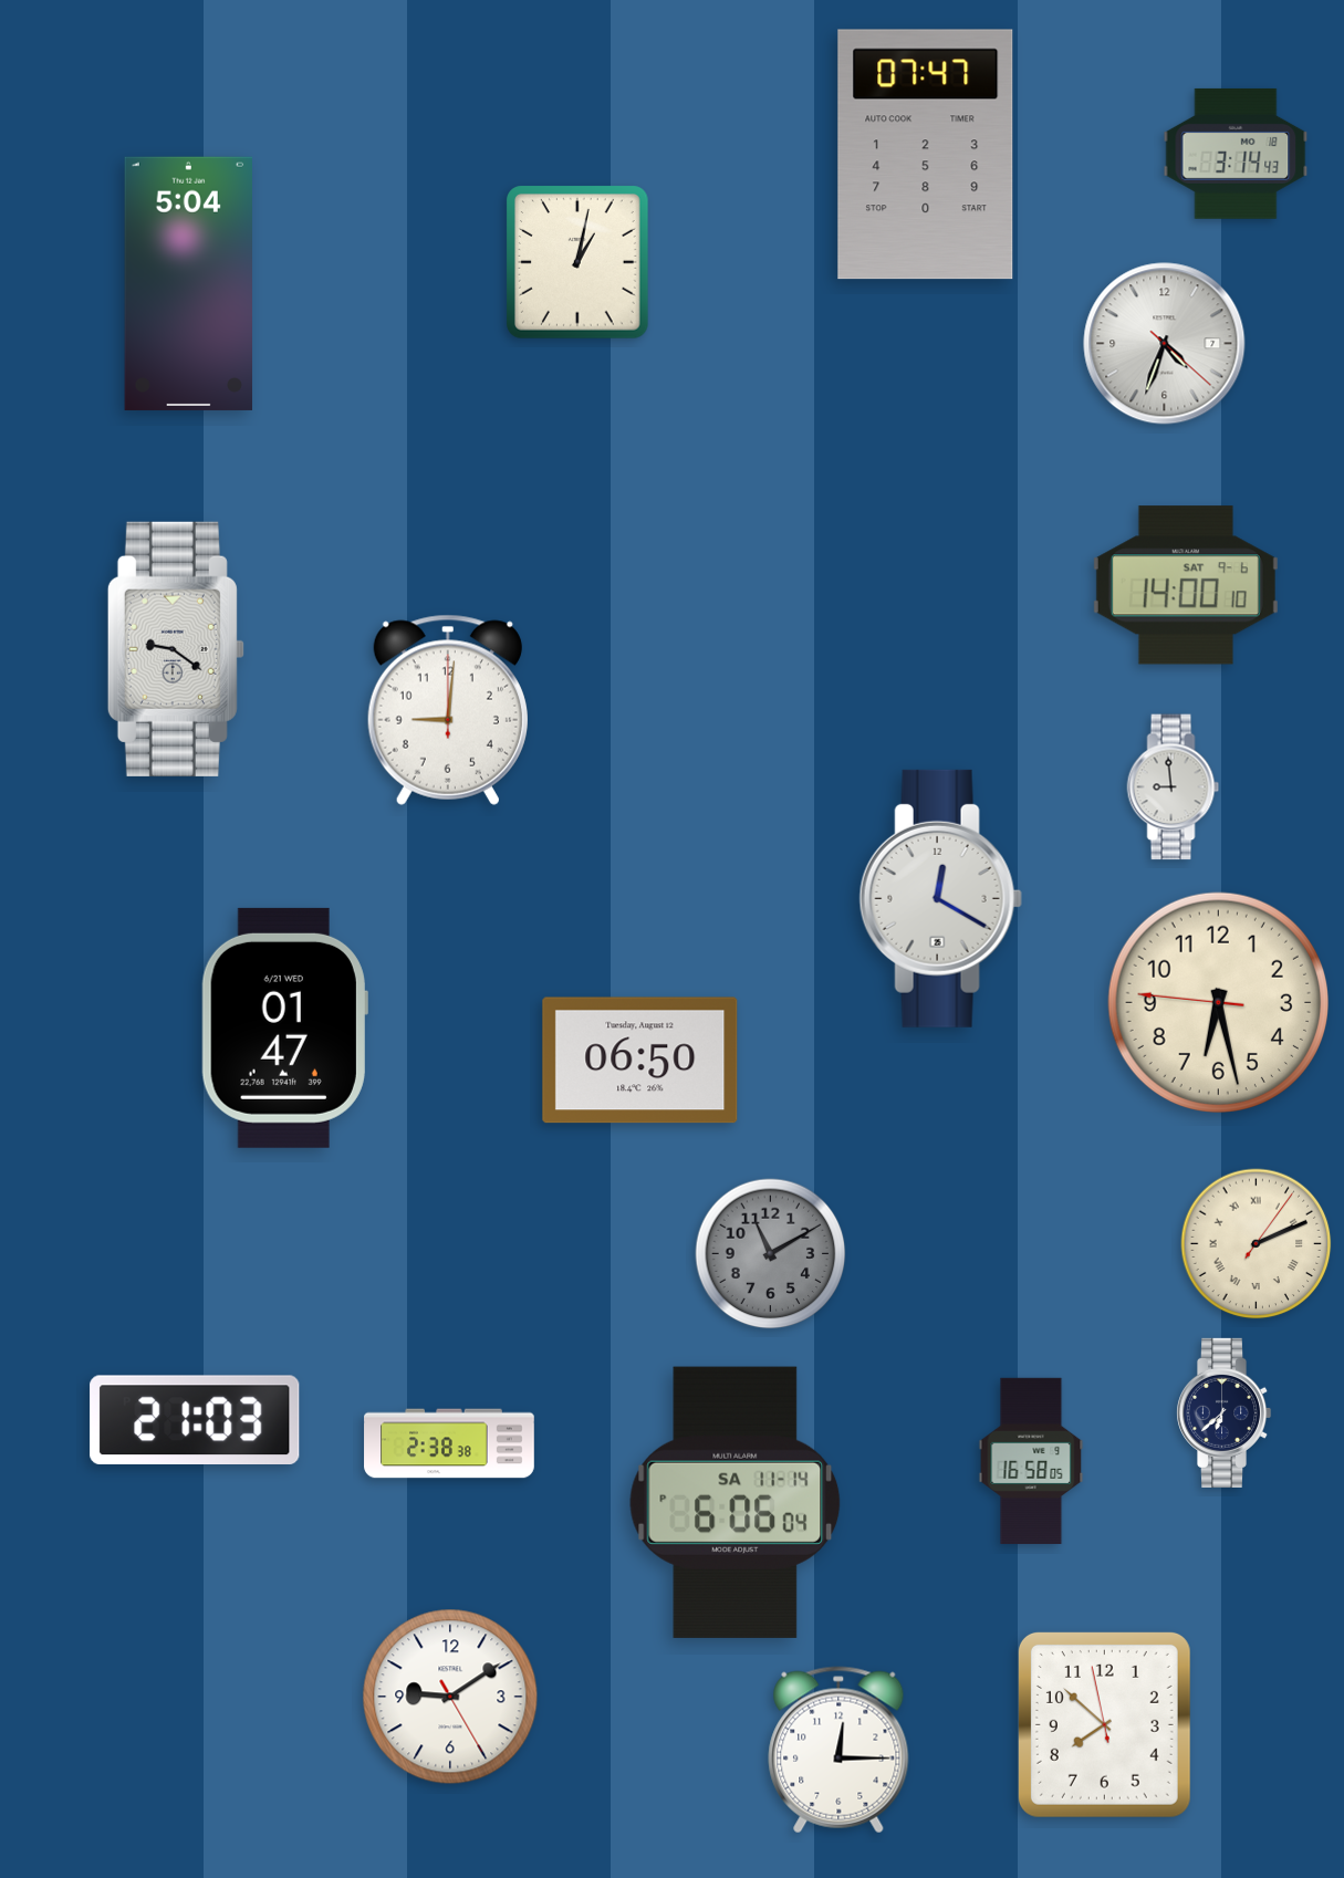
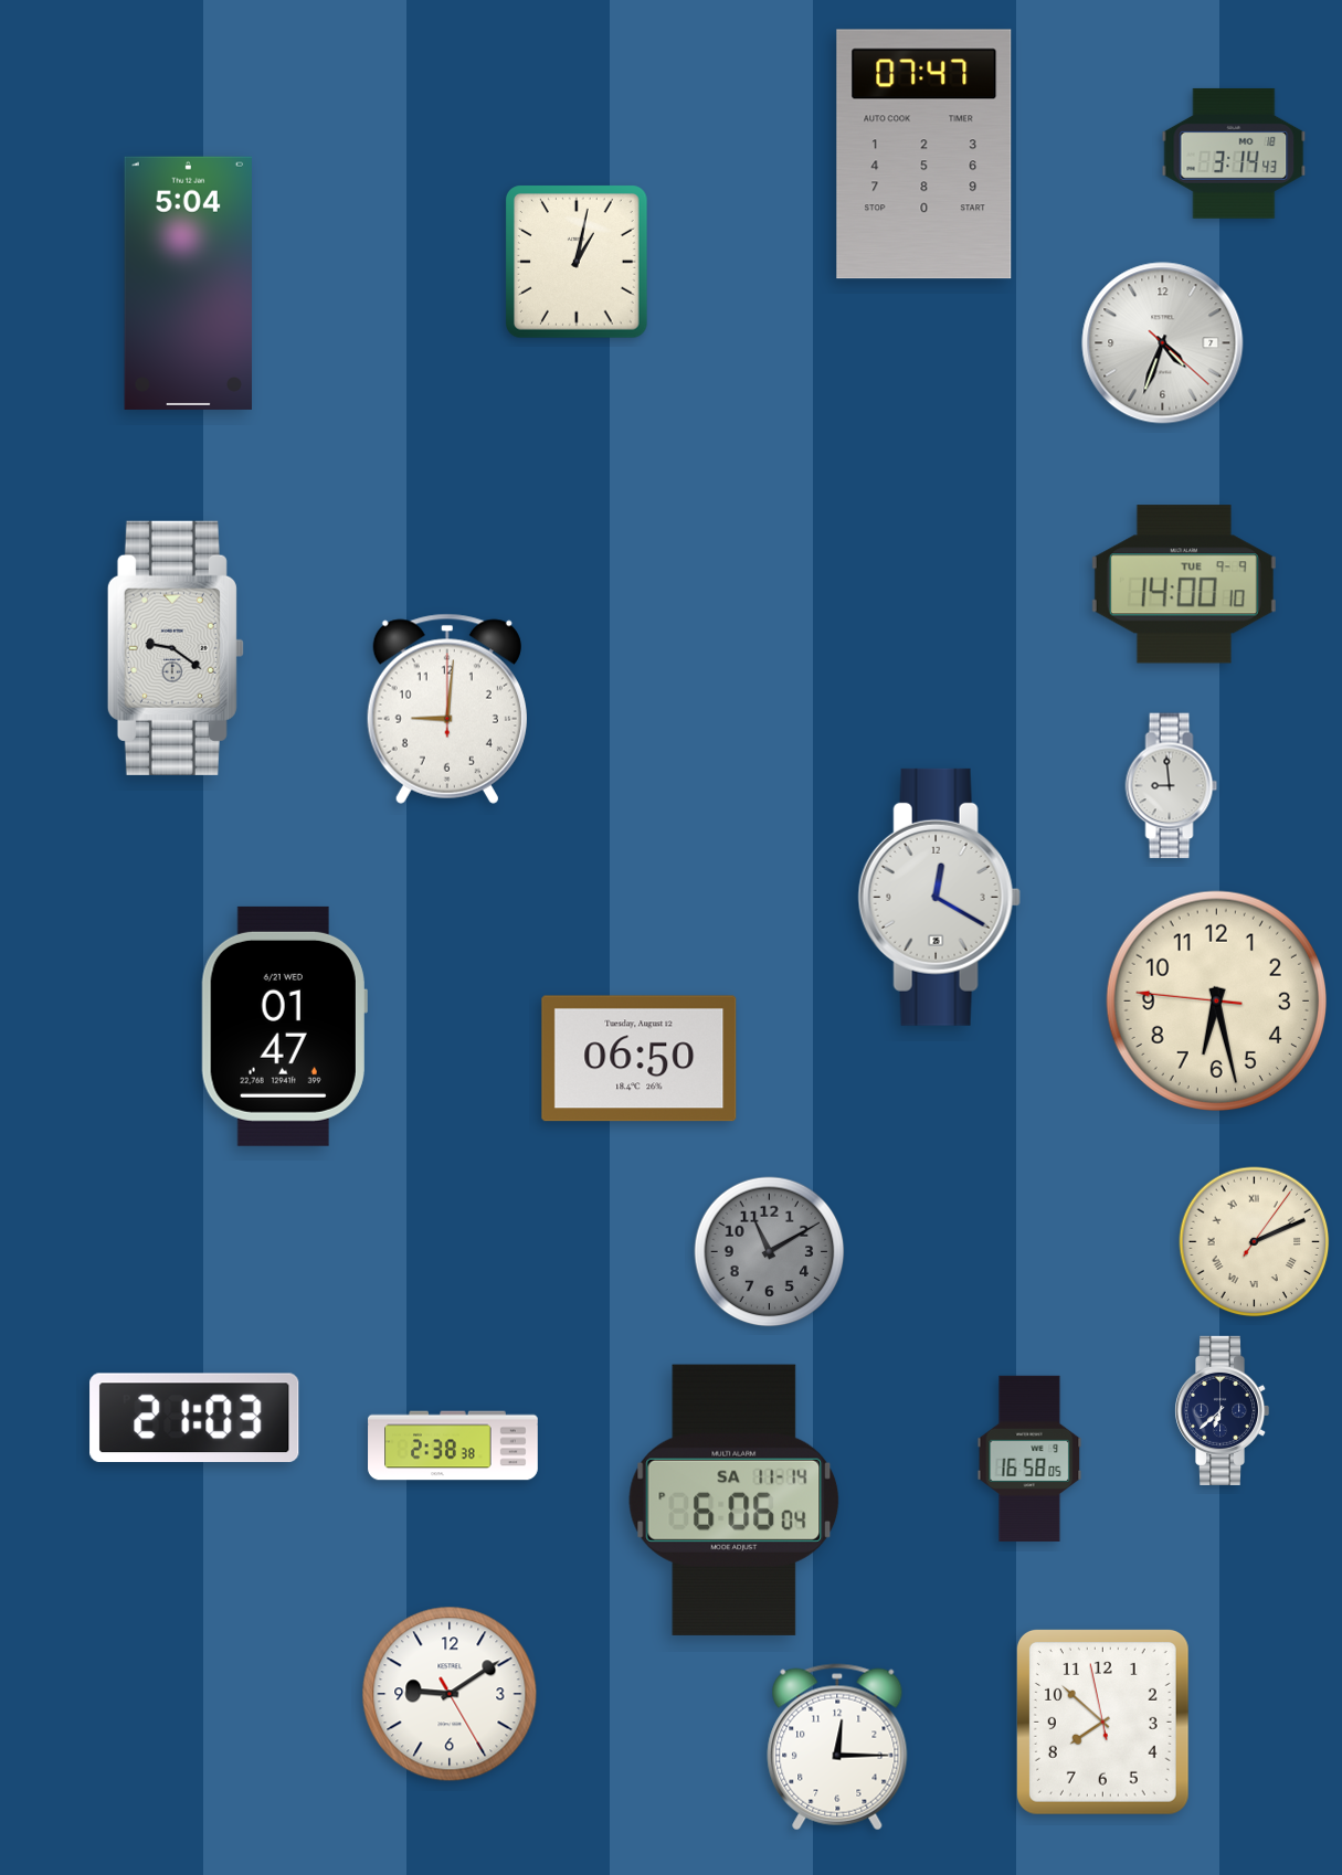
clock at (1186, 585) date: SAT 9-6 -> TUE 9-9
clock at (449, 1443) position: (449, 1443) -> (453, 1445)
